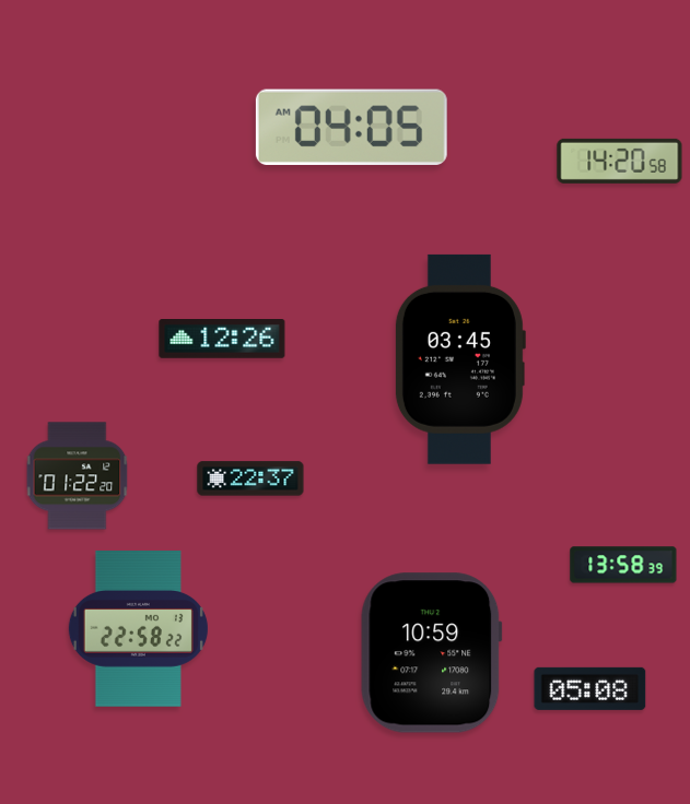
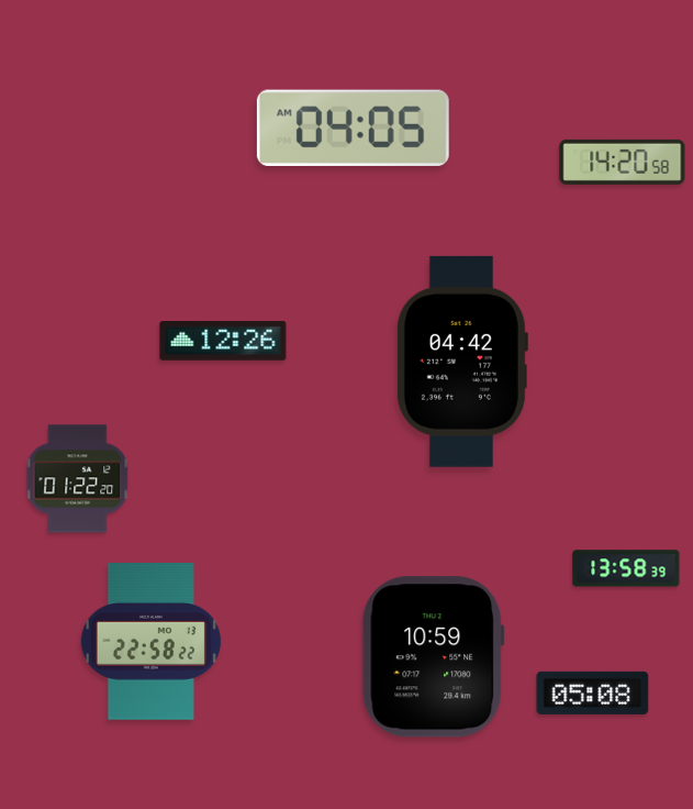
clock at (459, 359): 03:45 -> 04:42
clock at (250, 478): 22:37 -> none
clock at (138, 629) position: (138, 629) -> (150, 642)
